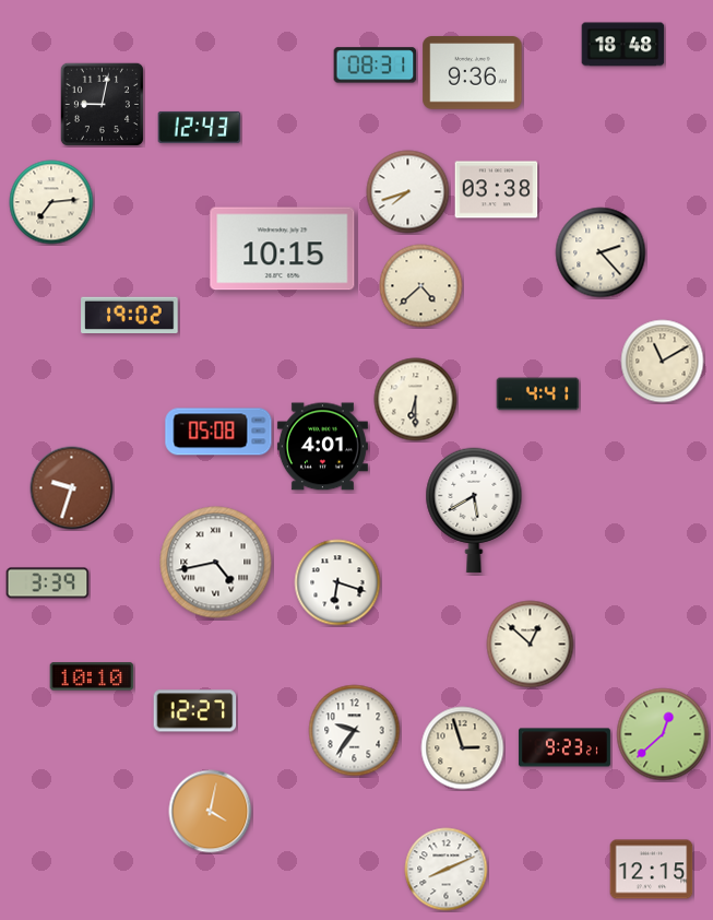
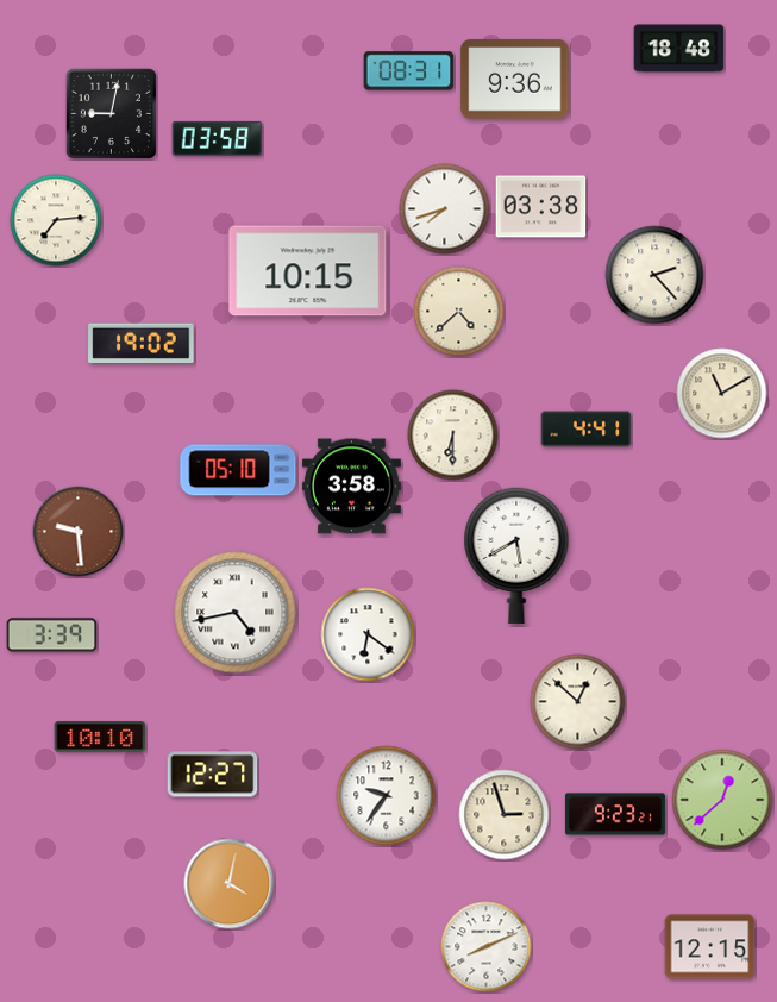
clock at (200, 127): 12:43 -> 03:58
clock at (218, 432): 05:08 -> 05:10
clock at (322, 447): 4:01 -> 3:58
clock at (72, 488): 9:33 -> 9:29
clock at (337, 582): 6:18 -> 6:21
